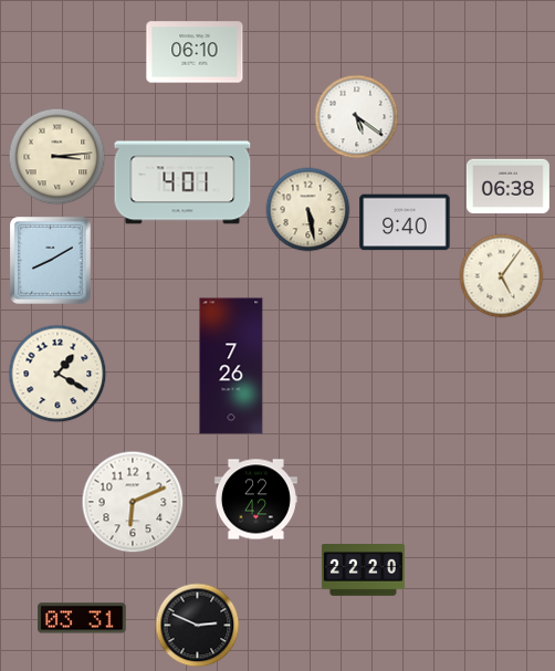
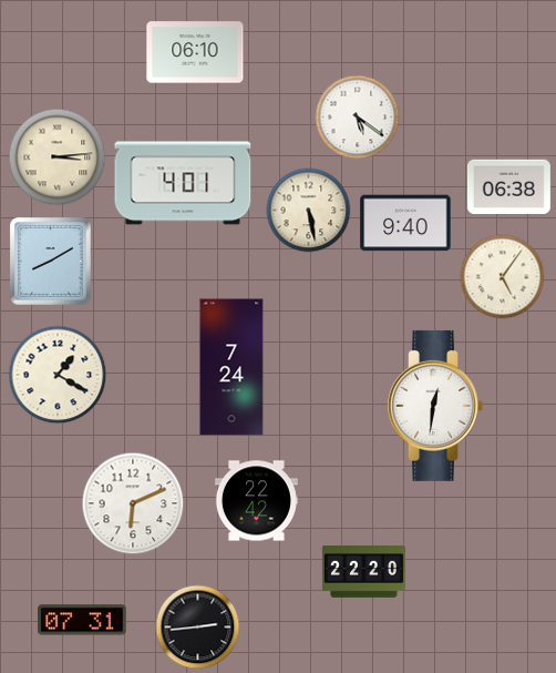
clock at (231, 366): 7:26 -> 7:24
clock at (435, 406): none -> 12:31
clock at (82, 618): 03:31 -> 07:31
clock at (198, 626): 2:49 -> 2:44
